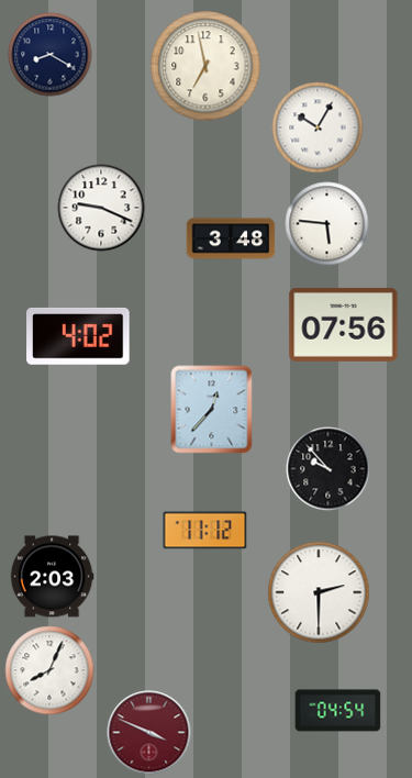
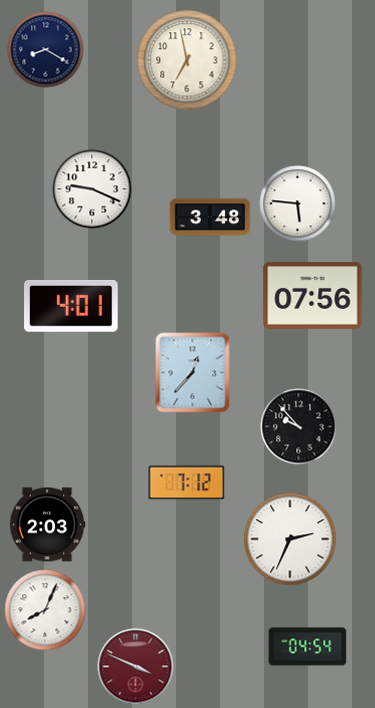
clock at (318, 127): 10:05 -> none
clock at (78, 336): 4:02 -> 4:01
clock at (205, 531): 11:12 -> 7:12
clock at (319, 592): 2:30 -> 2:34
